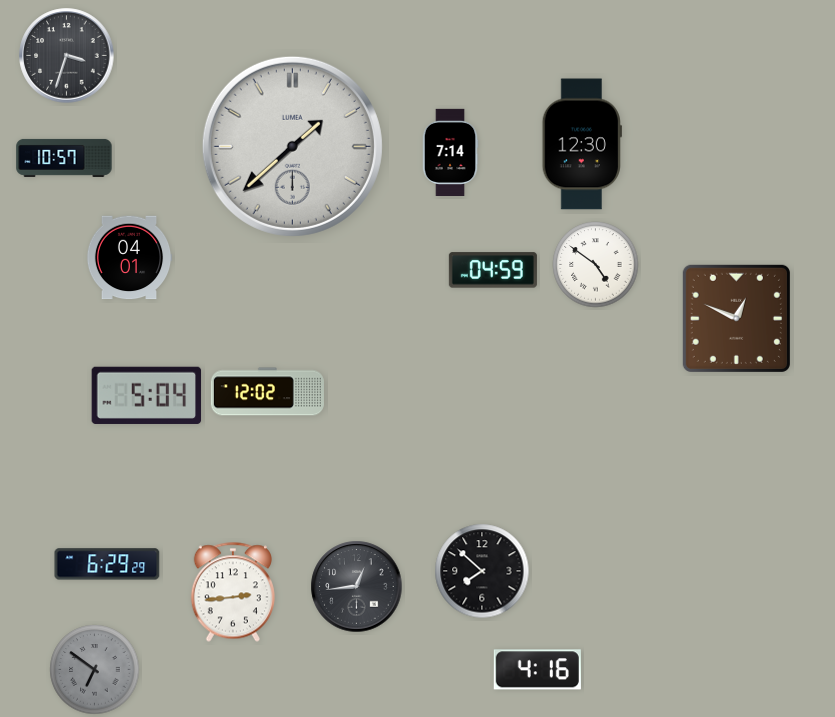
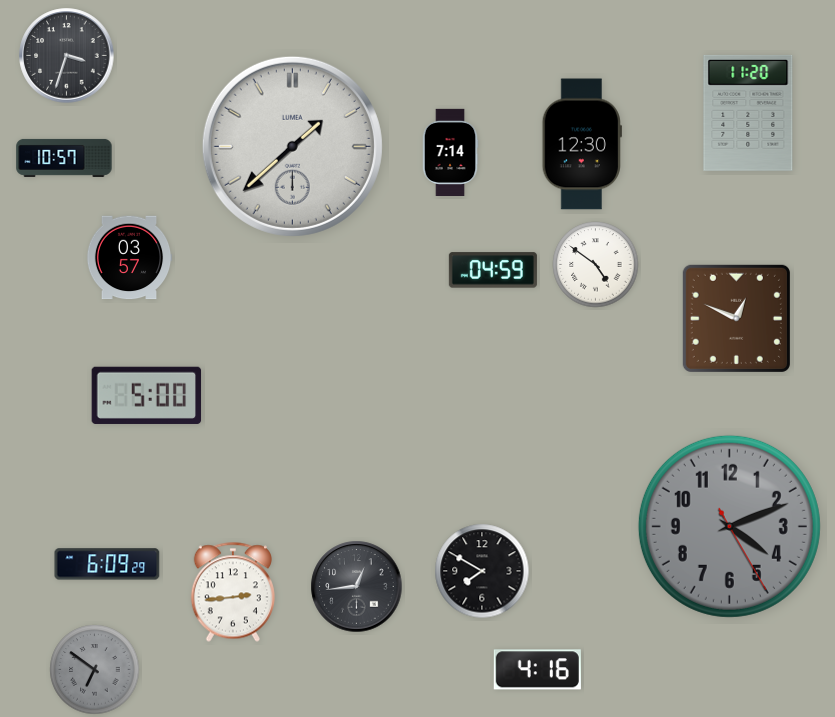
clock at (748, 113): none -> 11:20
clock at (129, 258): 04:01 -> 03:57
clock at (267, 392): 12:02 -> none
clock at (147, 395): 5:04 -> 5:00
clock at (729, 526): none -> 4:11
clock at (107, 564): 6:29 -> 6:09
clock at (482, 571): 7:52 -> 7:50
